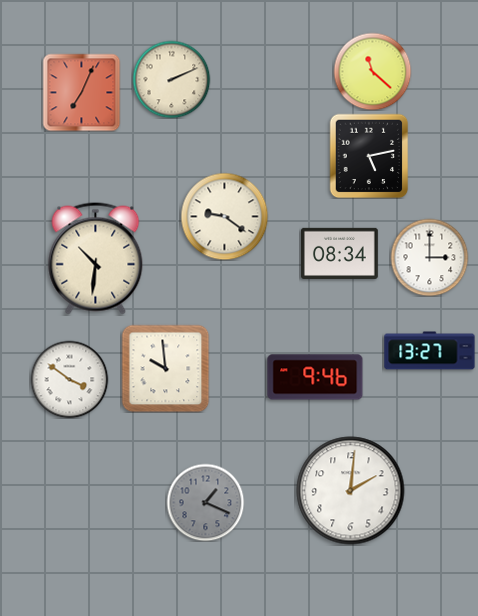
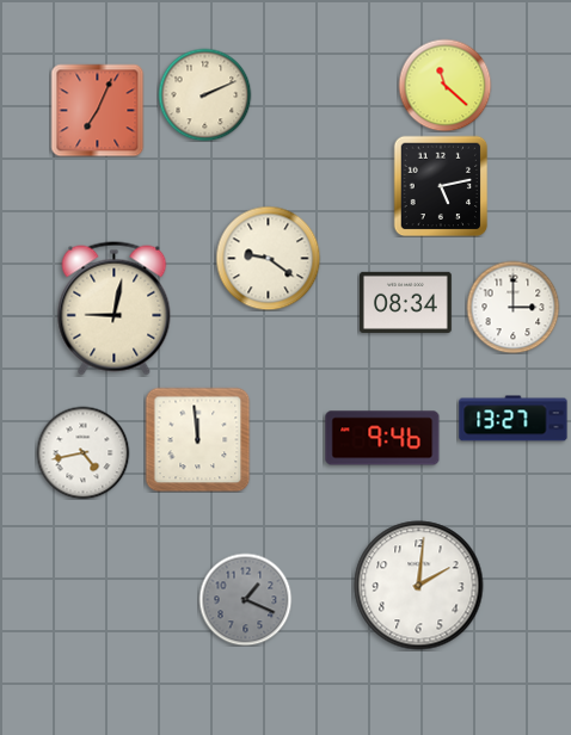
clock at (96, 259): 10:31 -> 9:02
clock at (165, 368): 9:59 -> 11:59
clock at (315, 377) position: (315, 377) -> (382, 438)
clock at (69, 379): 3:51 -> 4:43
